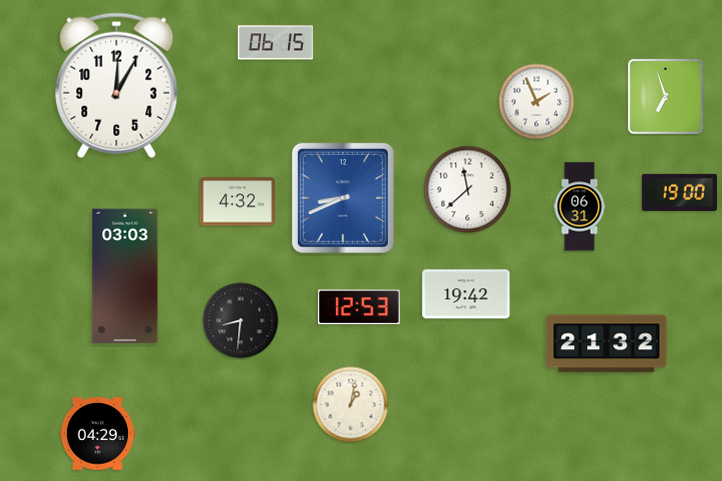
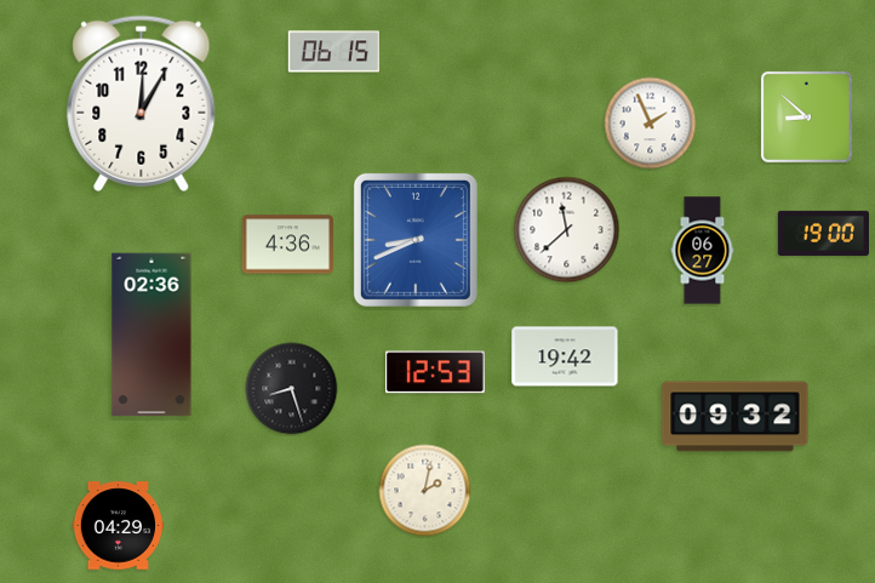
clock at (665, 96): 6:57 -> 8:52
clock at (237, 202): 4:32 -> 4:36
clock at (580, 207): 06:31 -> 06:27
clock at (125, 276): 03:03 -> 02:36
clock at (241, 321): 8:31 -> 8:27
clock at (607, 344): 21:32 -> 09:32
clock at (351, 405): 1:02 -> 2:02
